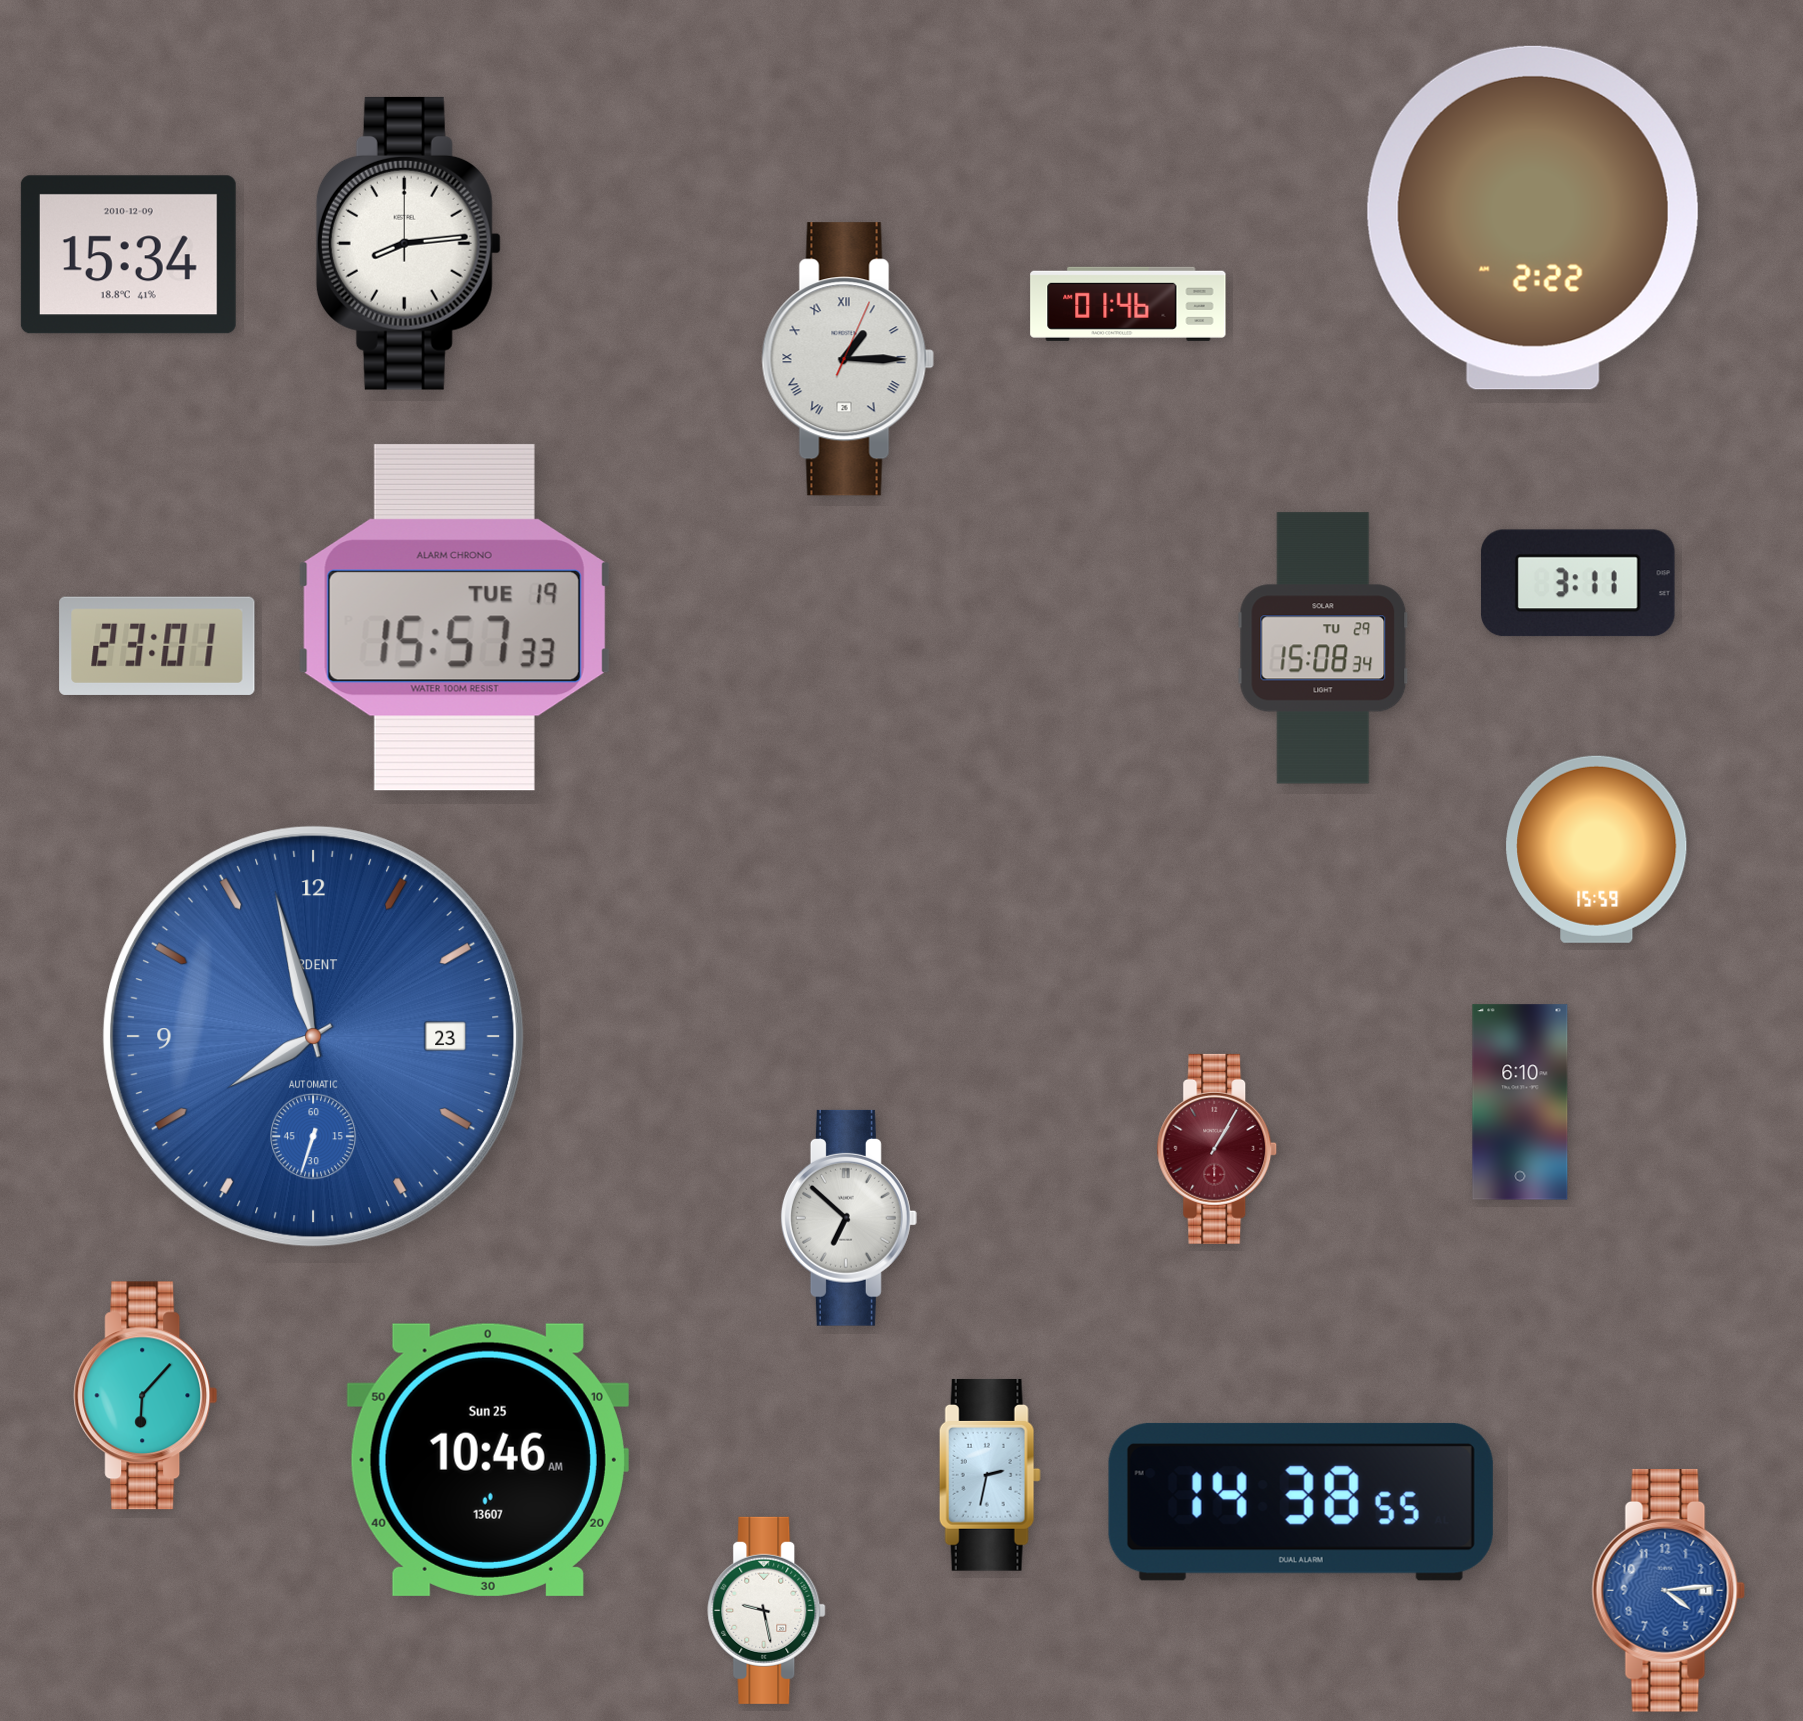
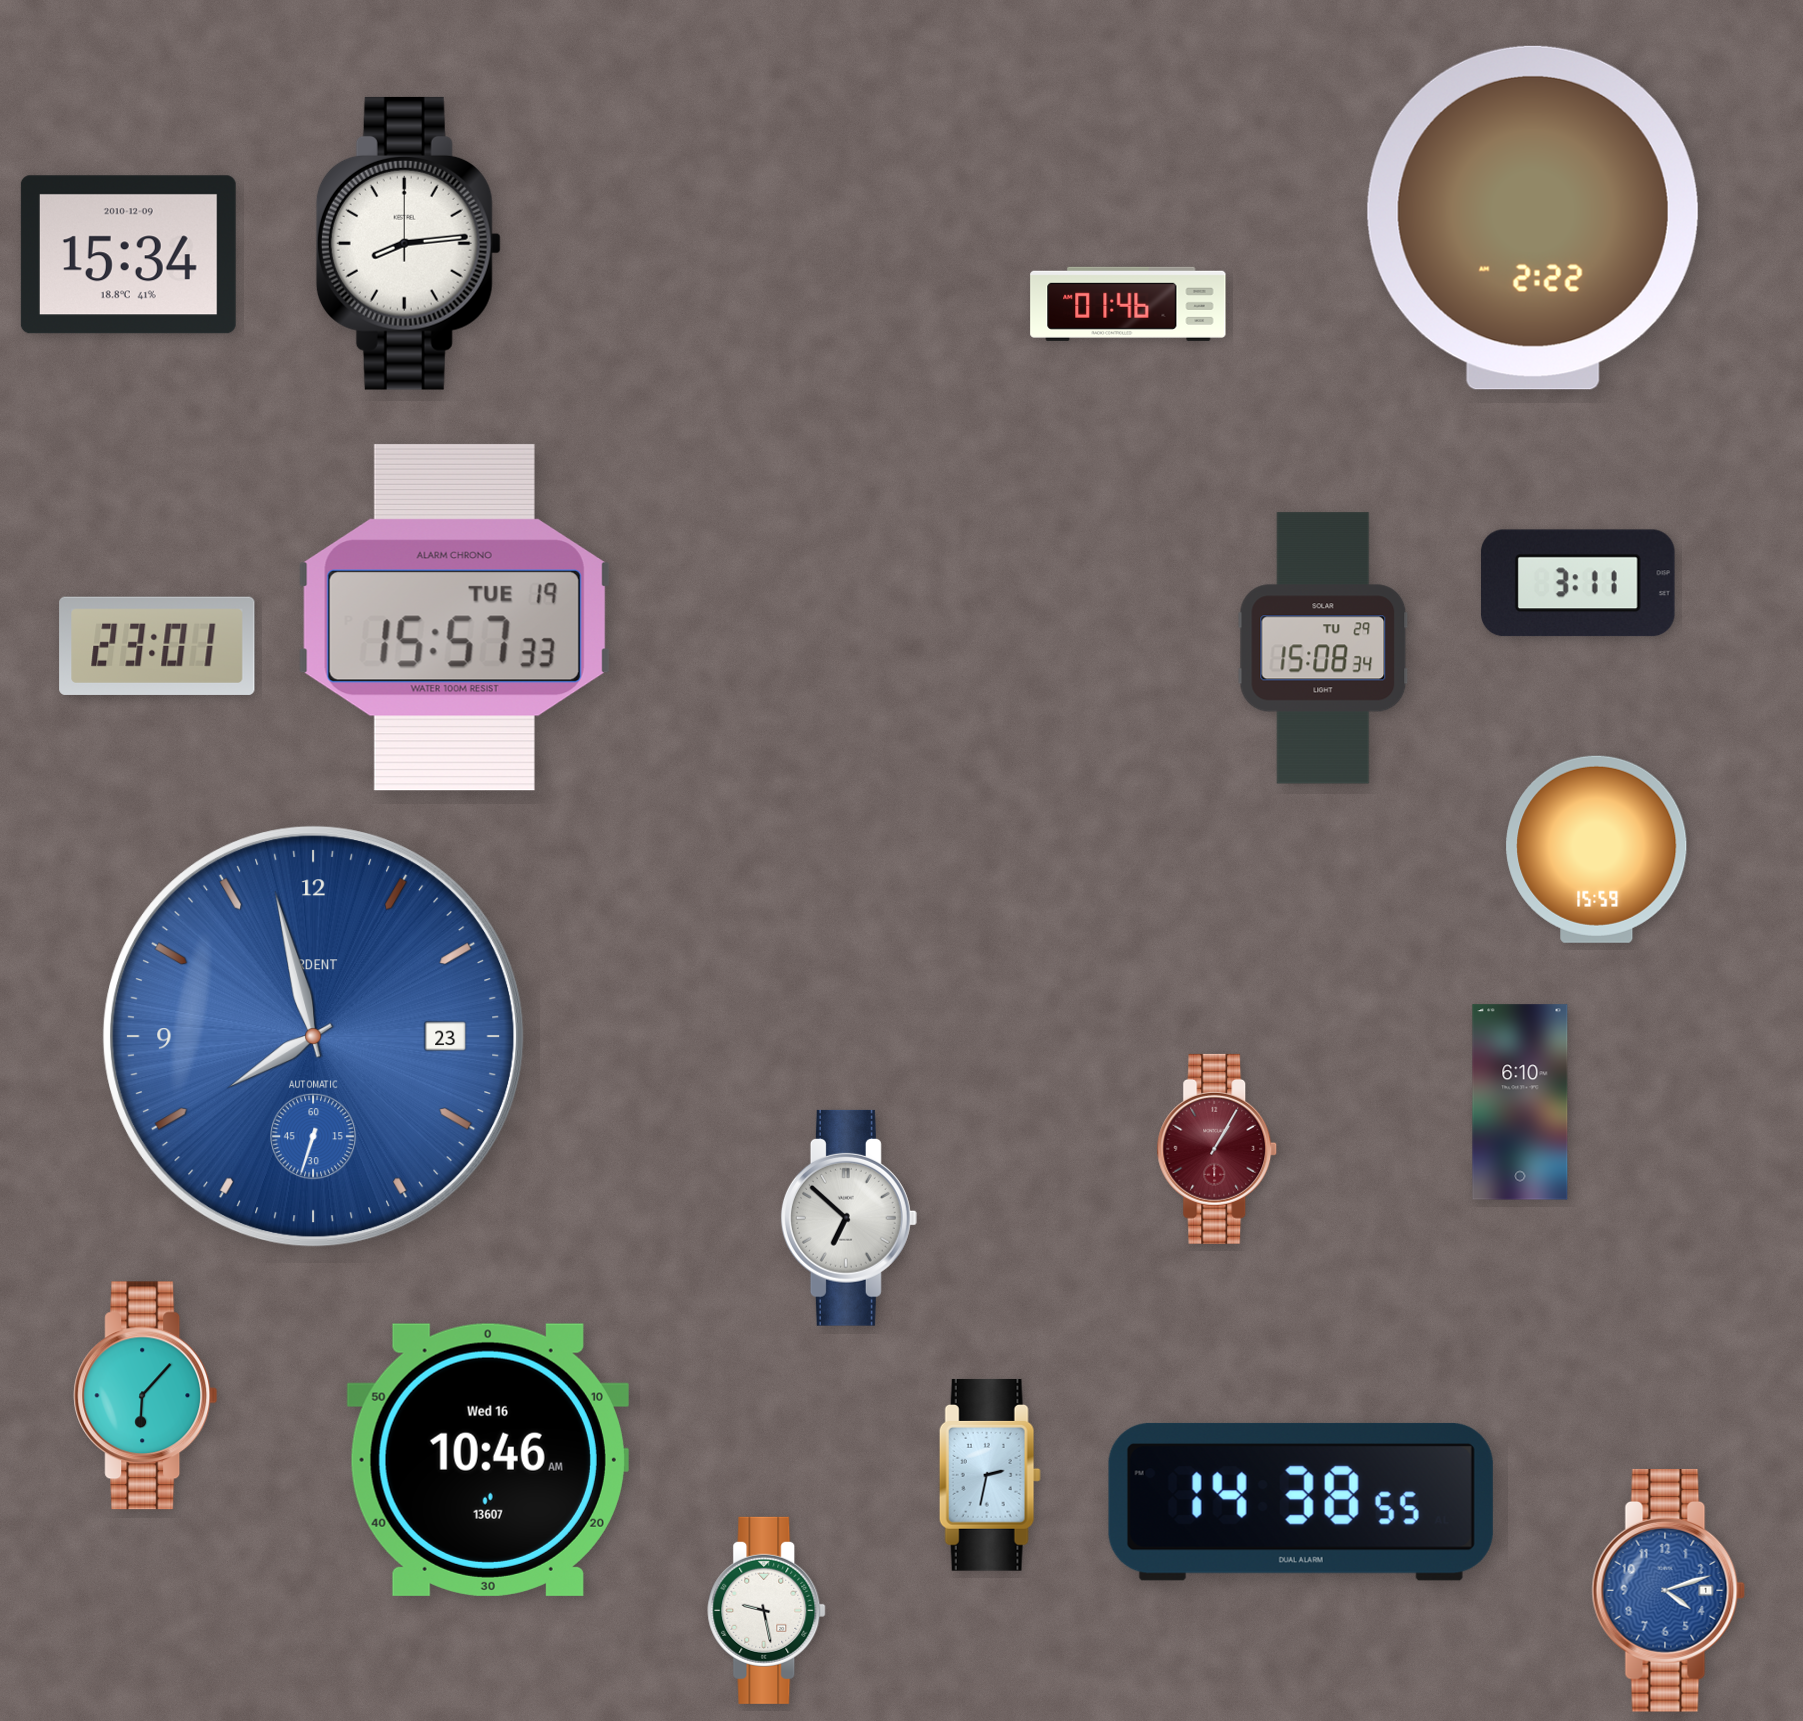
clock at (848, 359): 1:15 -> none
clock at (488, 1460) date: Sun 25 -> Wed 16
clock at (1669, 1590): 4:14 -> 4:12
